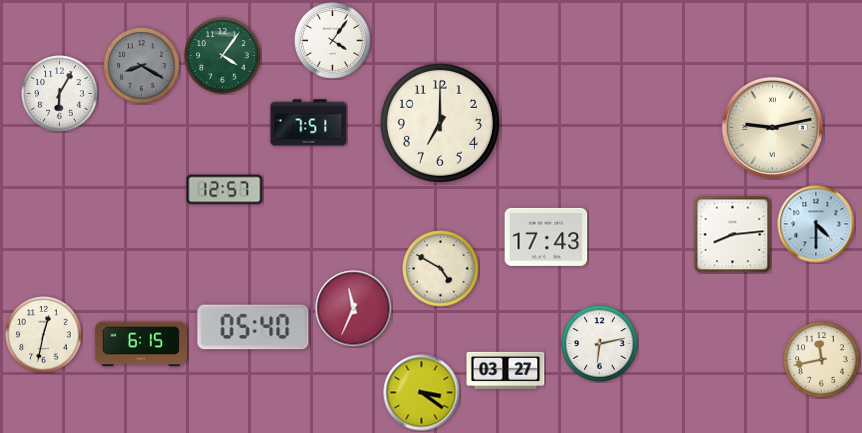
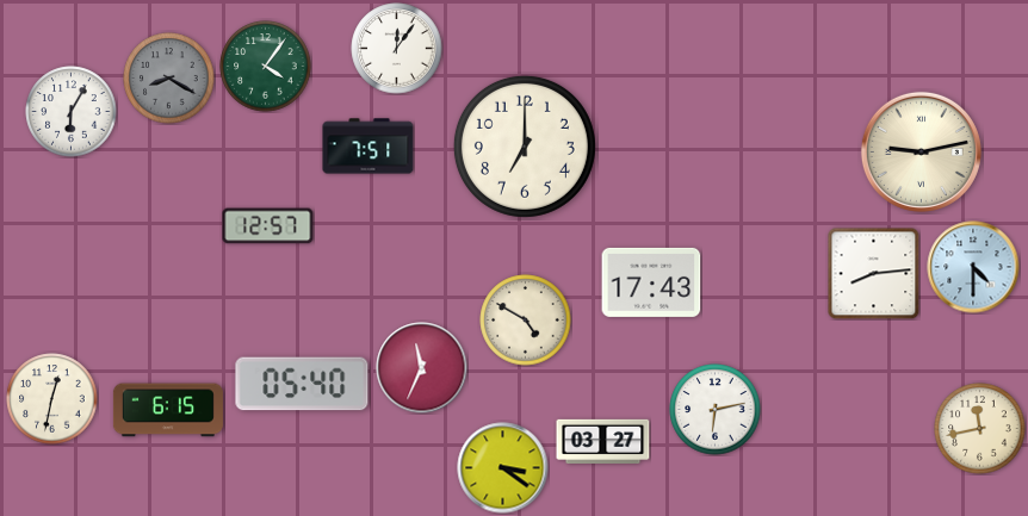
clock at (333, 41): 4:06 -> 12:06
clock at (732, 234) position: (732, 234) -> (873, 273)
clock at (253, 327) position: (253, 327) -> (302, 384)
